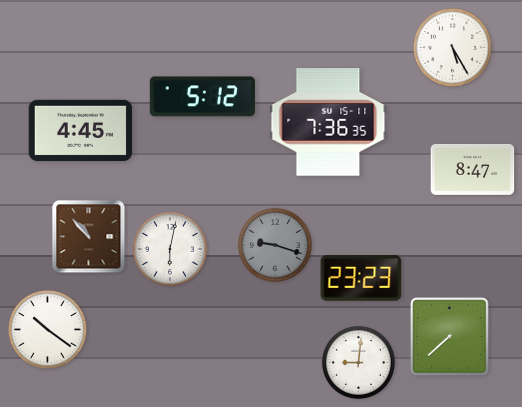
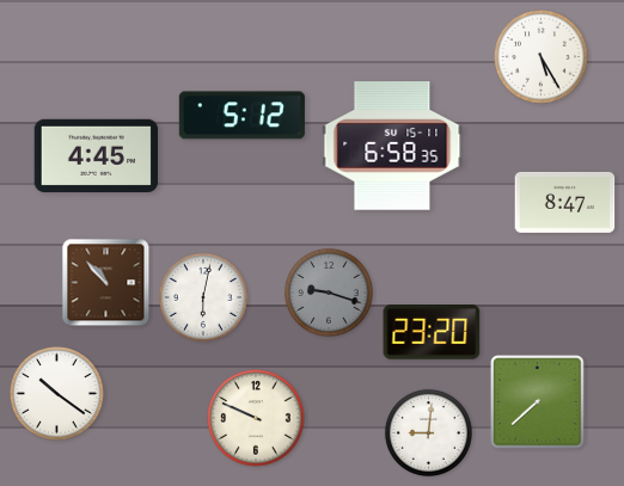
clock at (328, 122): 7:36 -> 6:58
clock at (361, 278): 23:23 -> 23:20
clock at (256, 418): none -> 9:49
